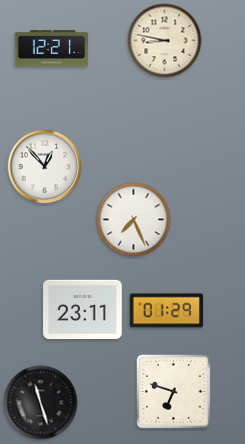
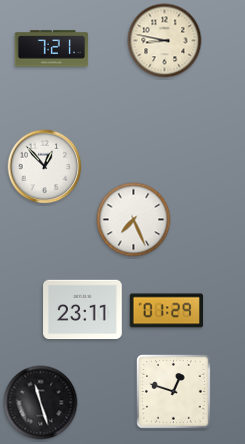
clock at (52, 49): 12:21 -> 7:21
clock at (174, 392): 6:48 -> 12:48
